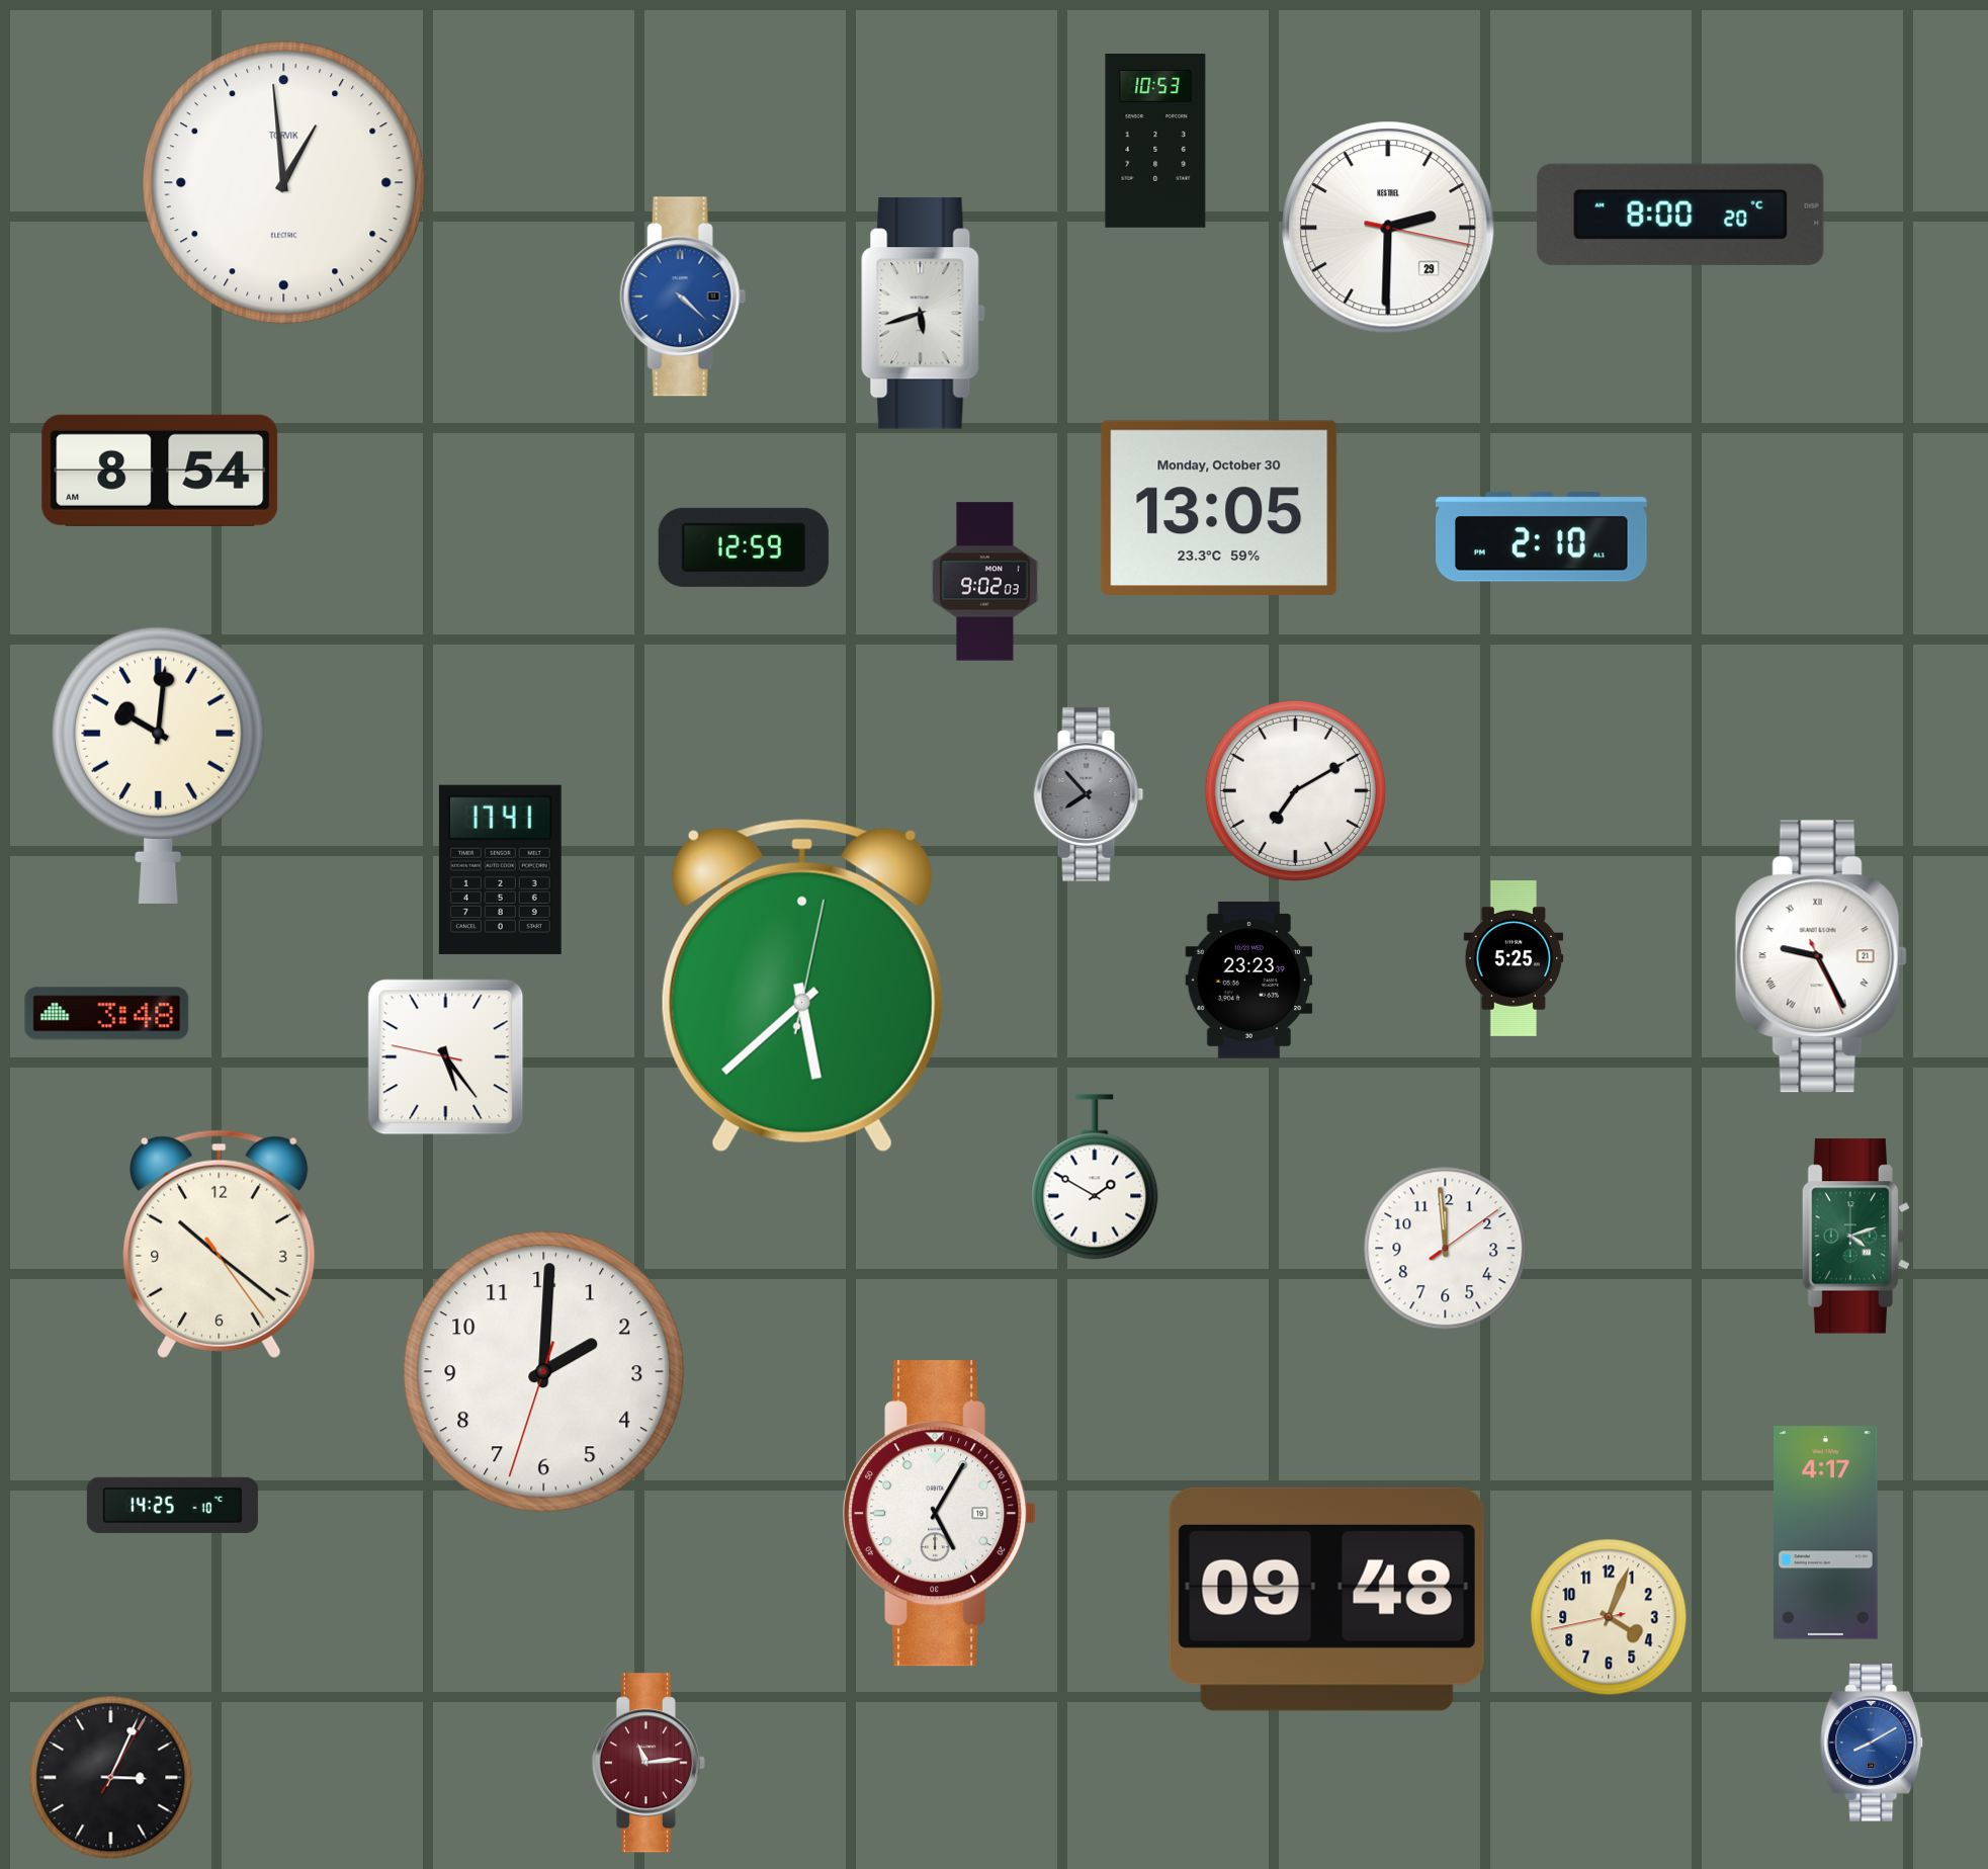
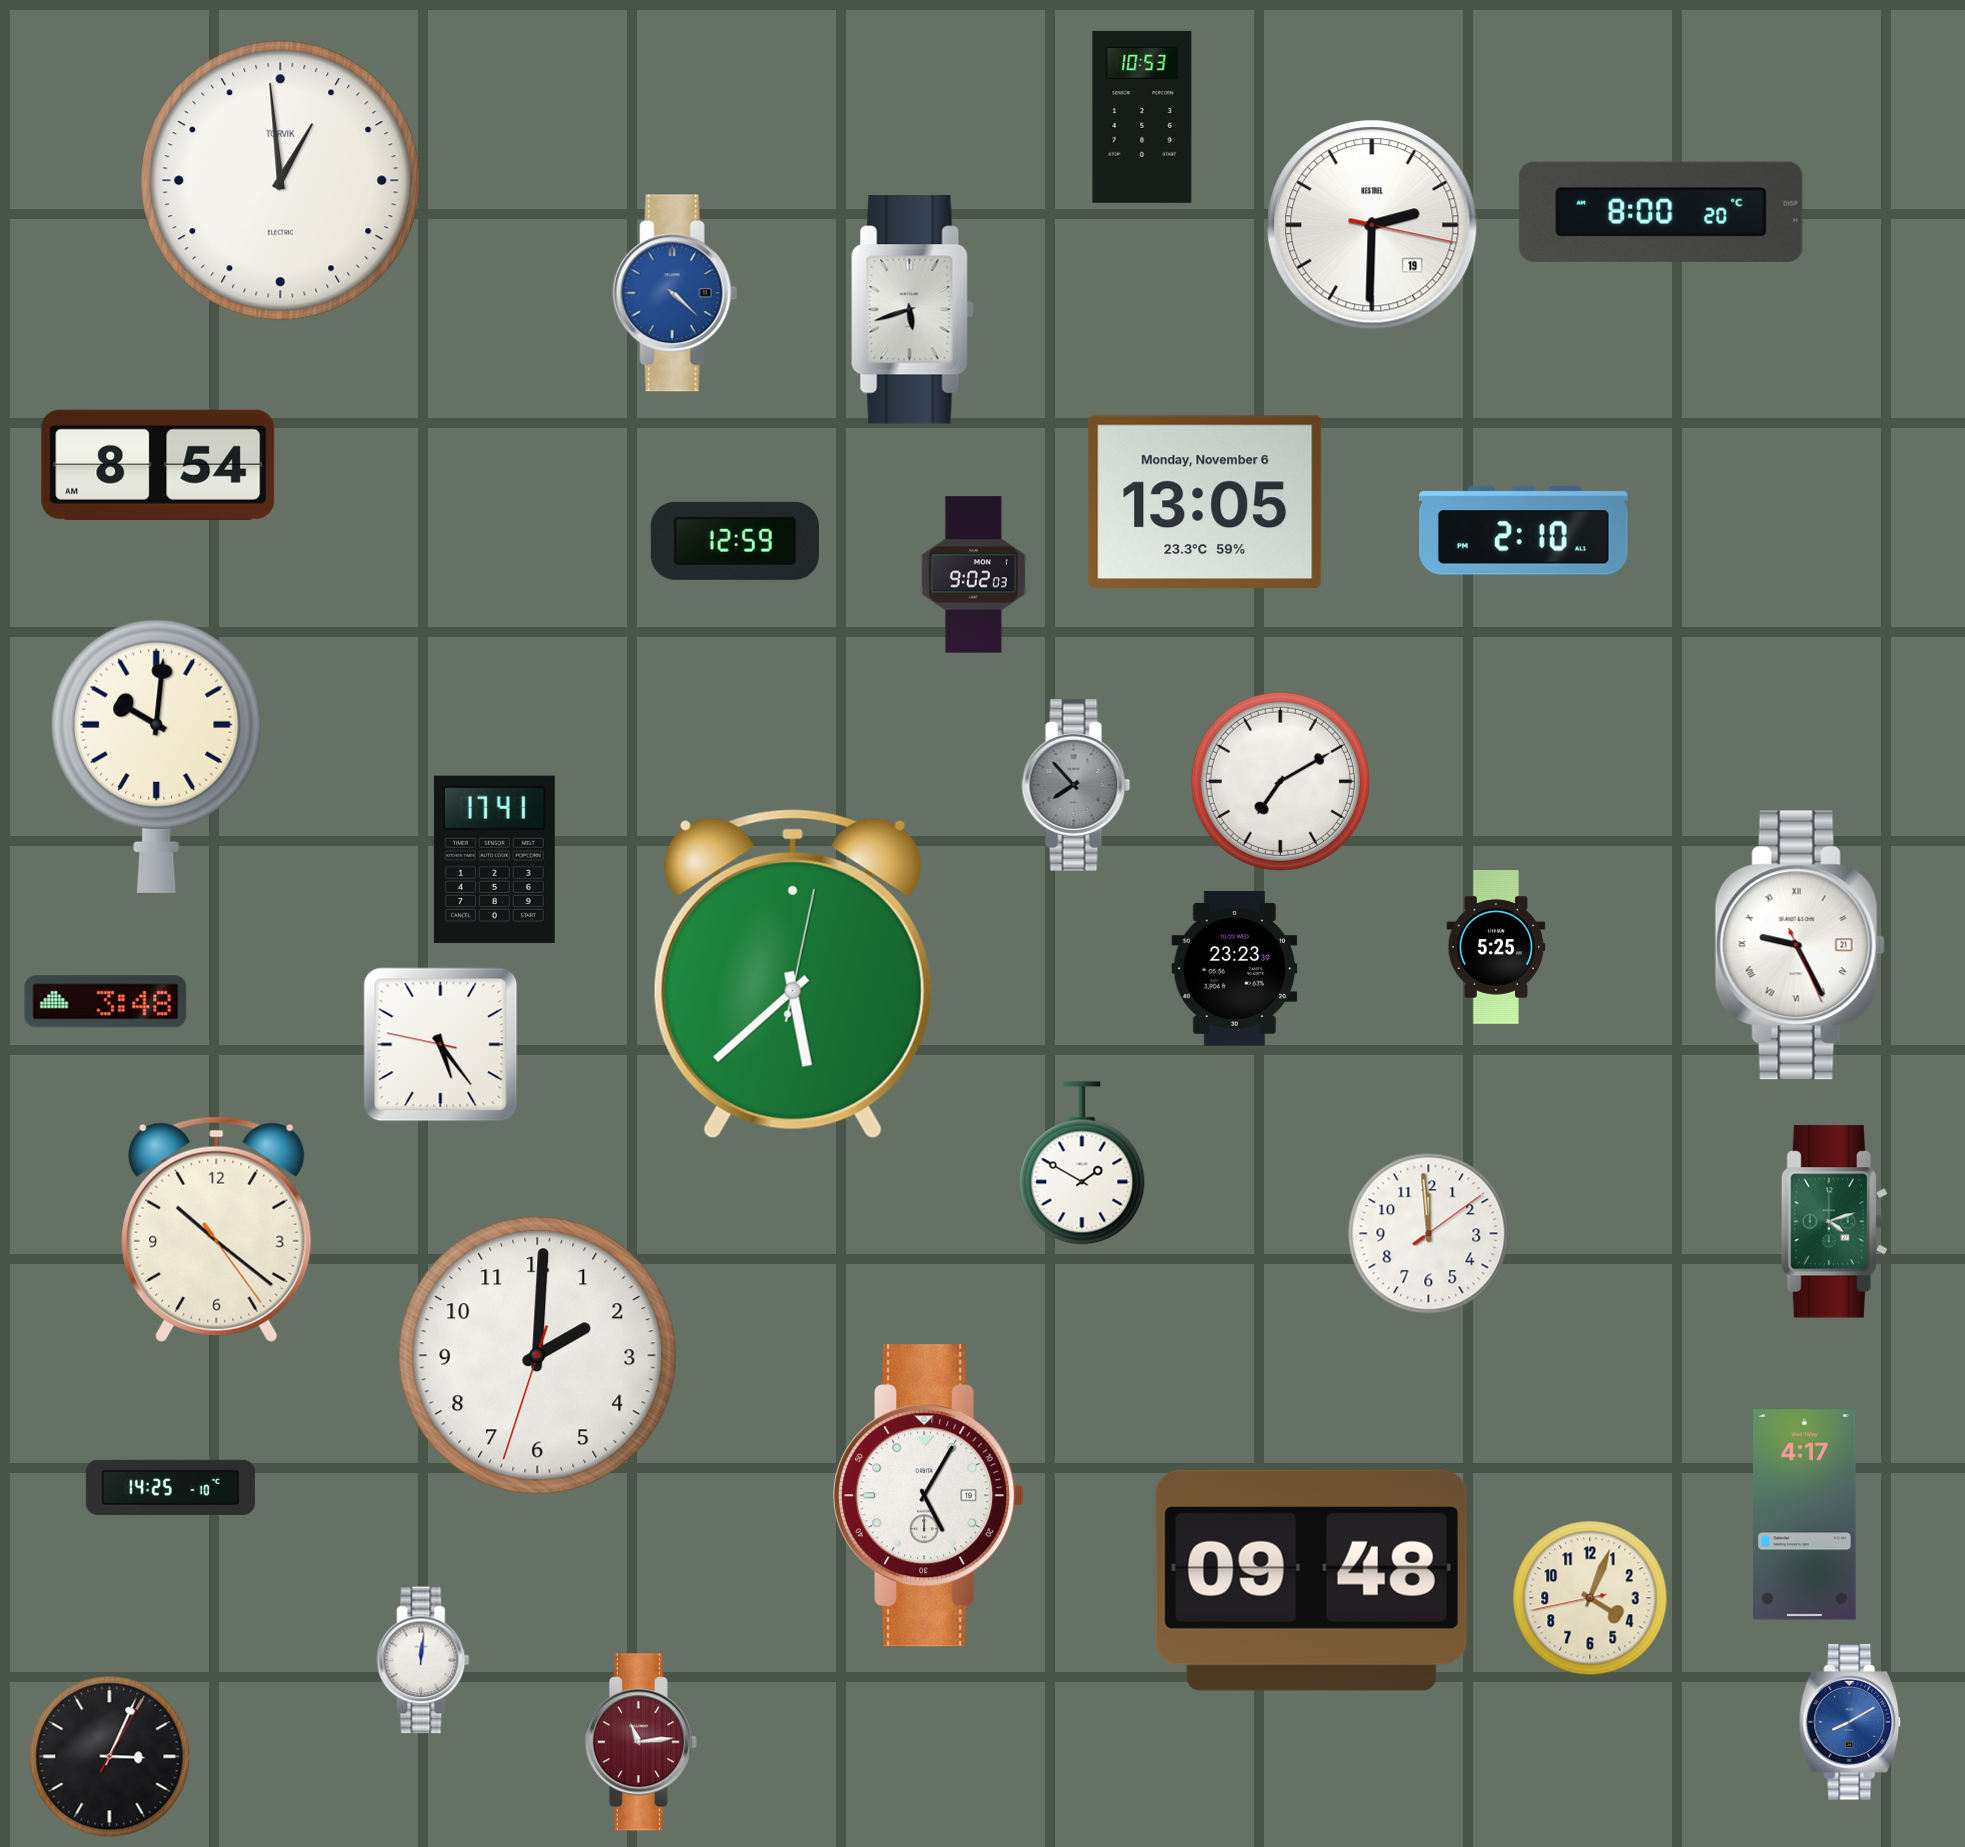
clock at (1155, 142) position: (1155, 142) -> (1142, 118)
clock at (1388, 228) date: 29 -> 19
clock at (1219, 507) date: Monday, October 30 -> Monday, November 6
clock at (423, 1660): none -> 12:01
